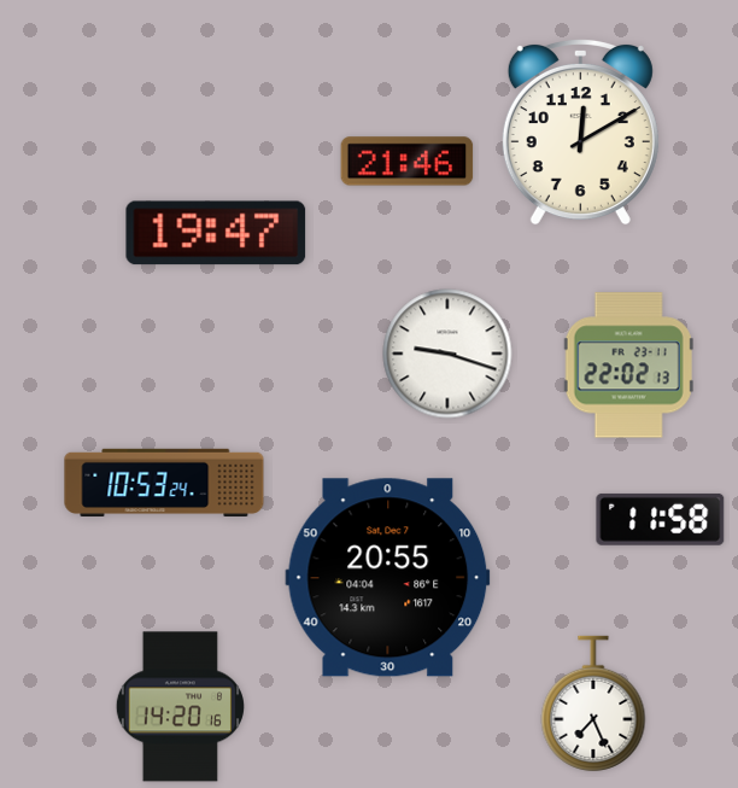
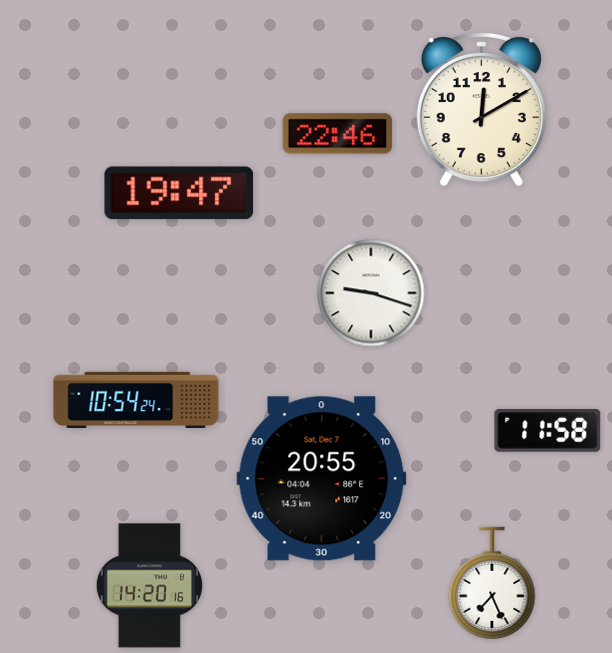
clock at (408, 162): 21:46 -> 22:46
clock at (628, 366): 22:02 -> none
clock at (164, 481): 10:53 -> 10:54
